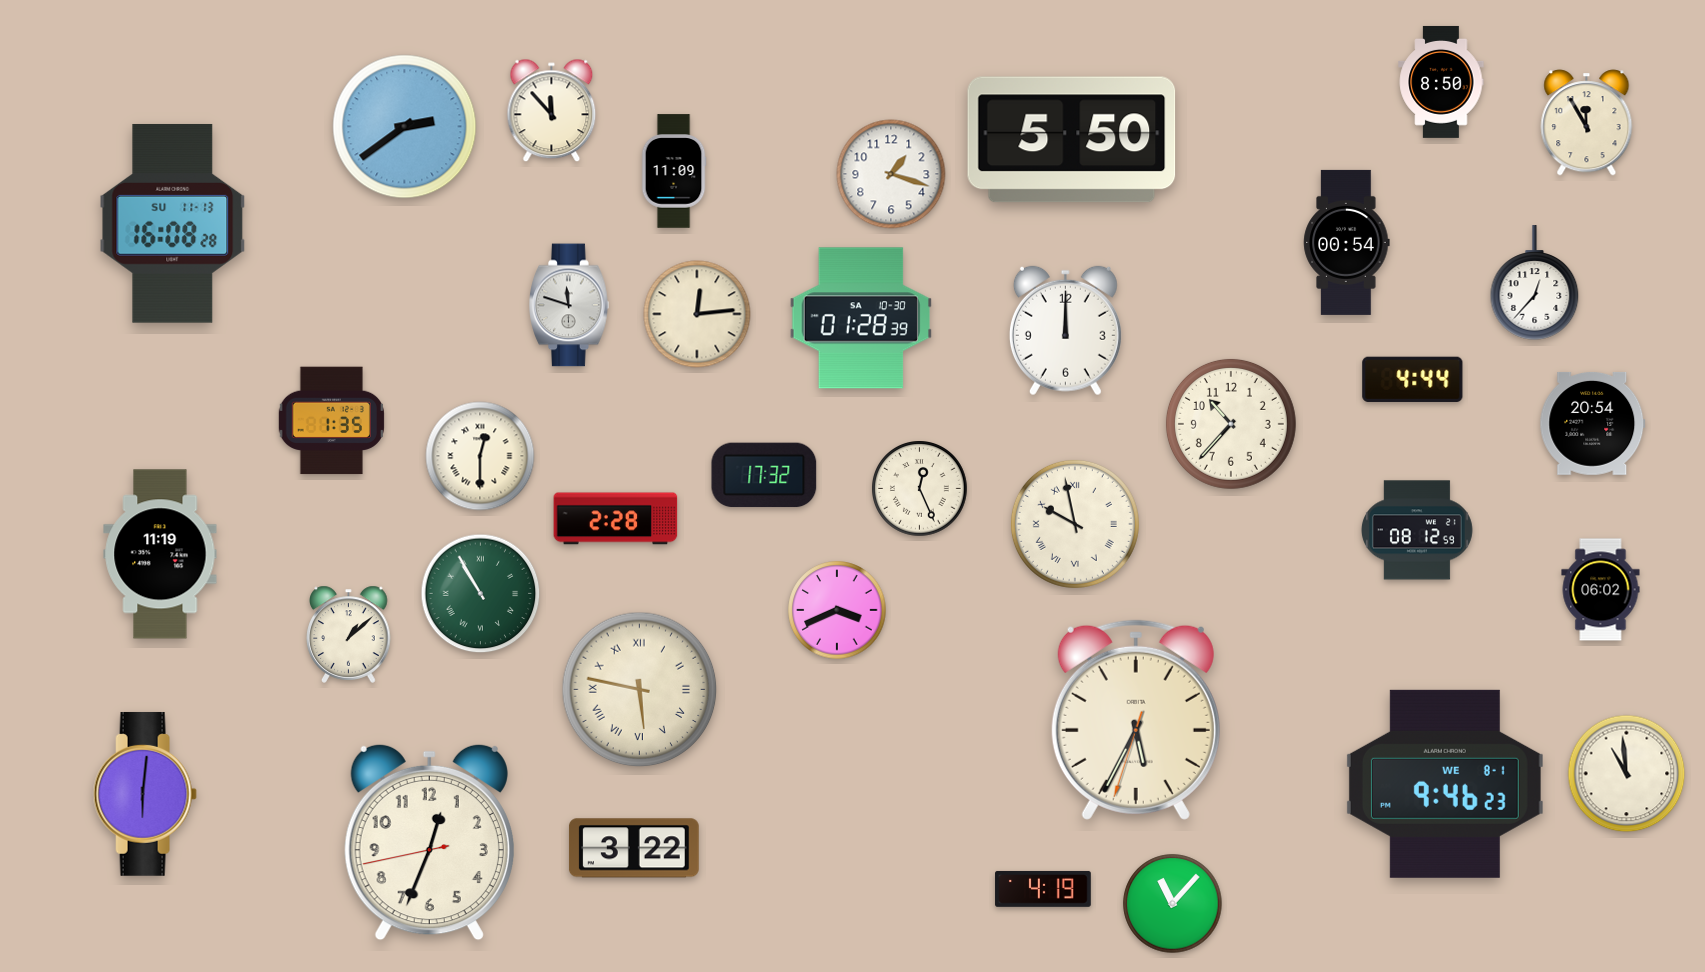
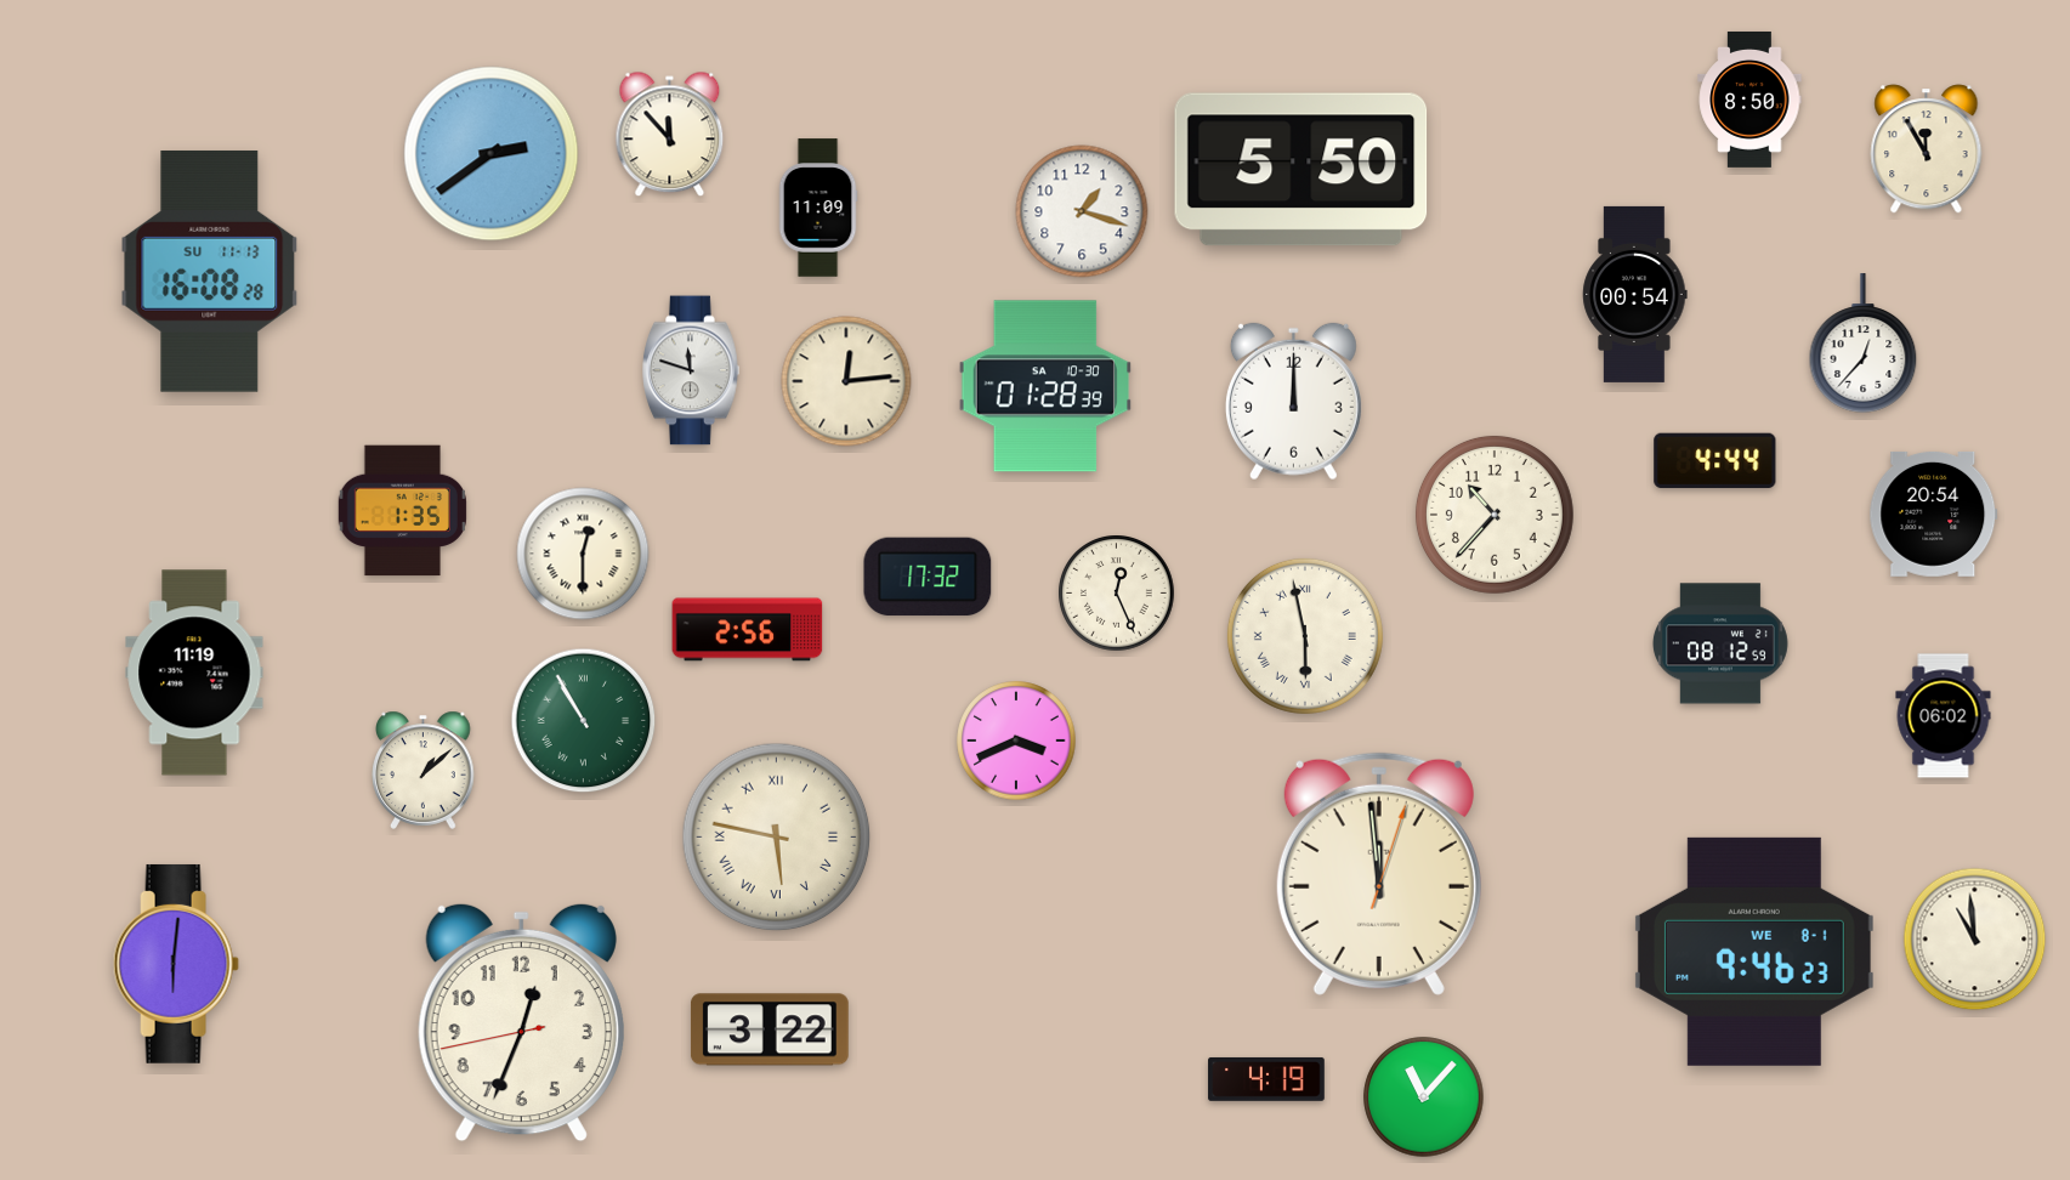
clock at (616, 519): 2:28 -> 2:56
clock at (1075, 524): 9:58 -> 5:58
clock at (1136, 720): 5:34 -> 11:59
